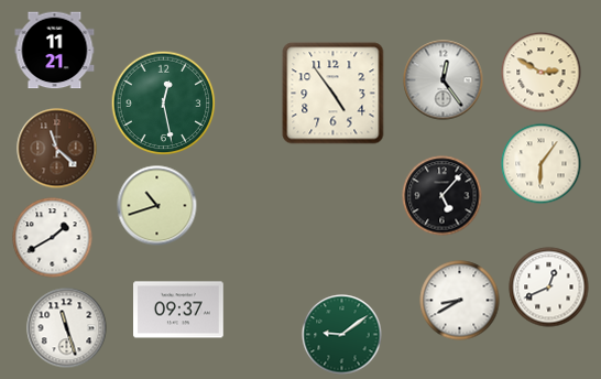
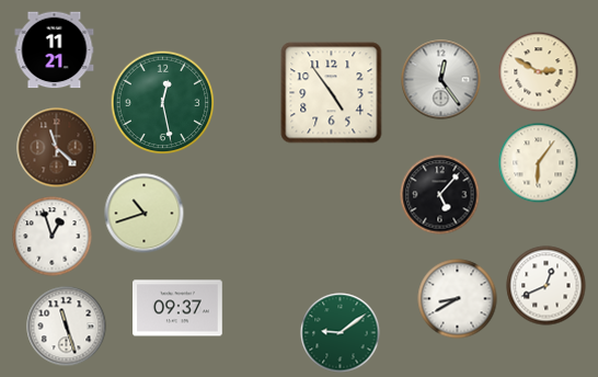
clock at (157, 206) position: (157, 206) -> (145, 214)
clock at (53, 238): 1:40 -> 12:57
